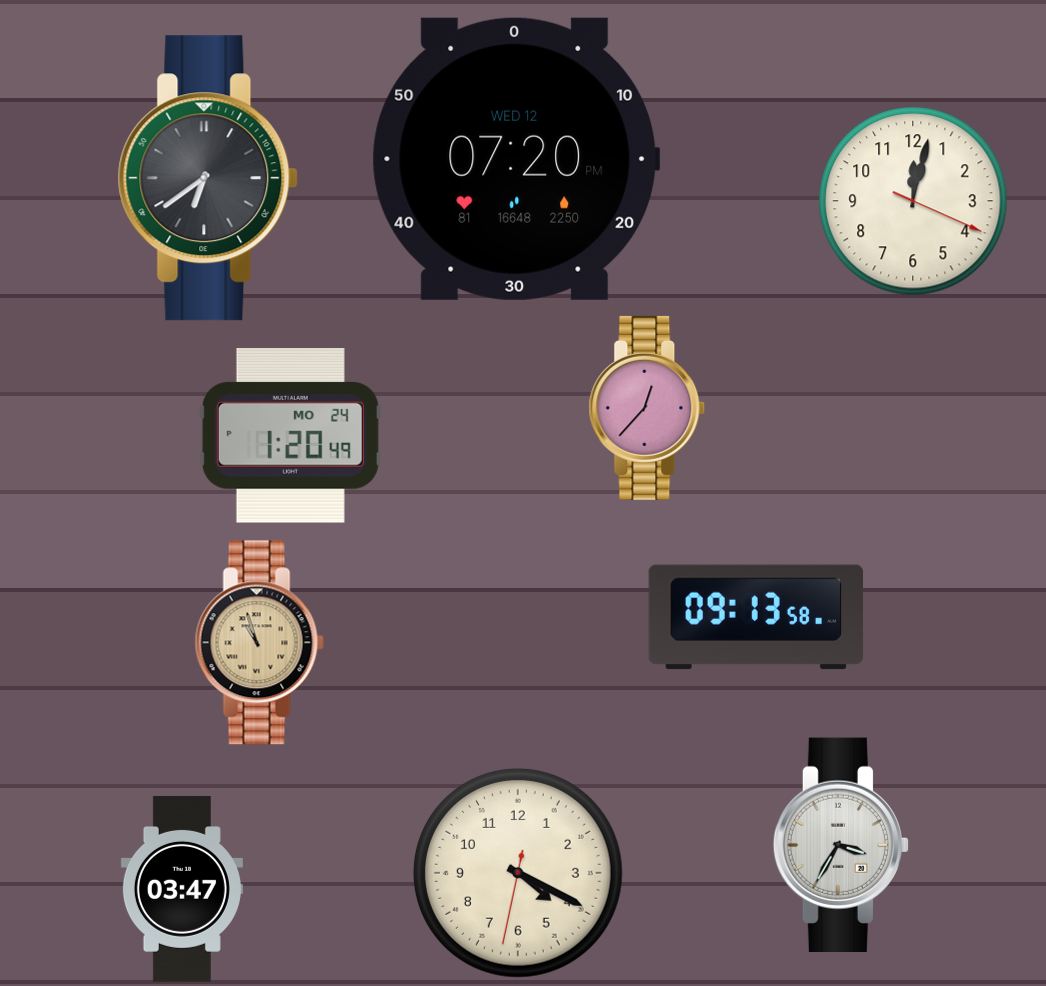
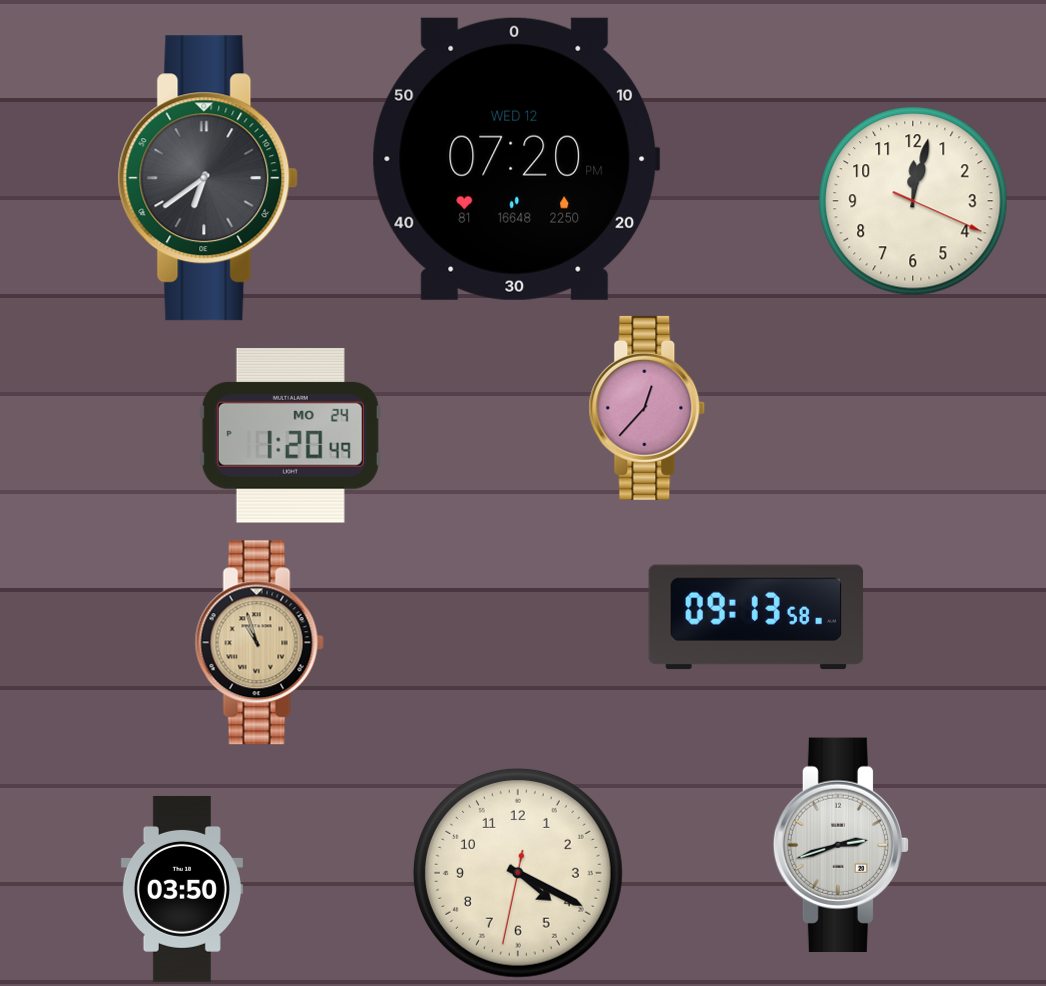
clock at (840, 844): 3:35 -> 2:42
clock at (182, 889): 03:47 -> 03:50
